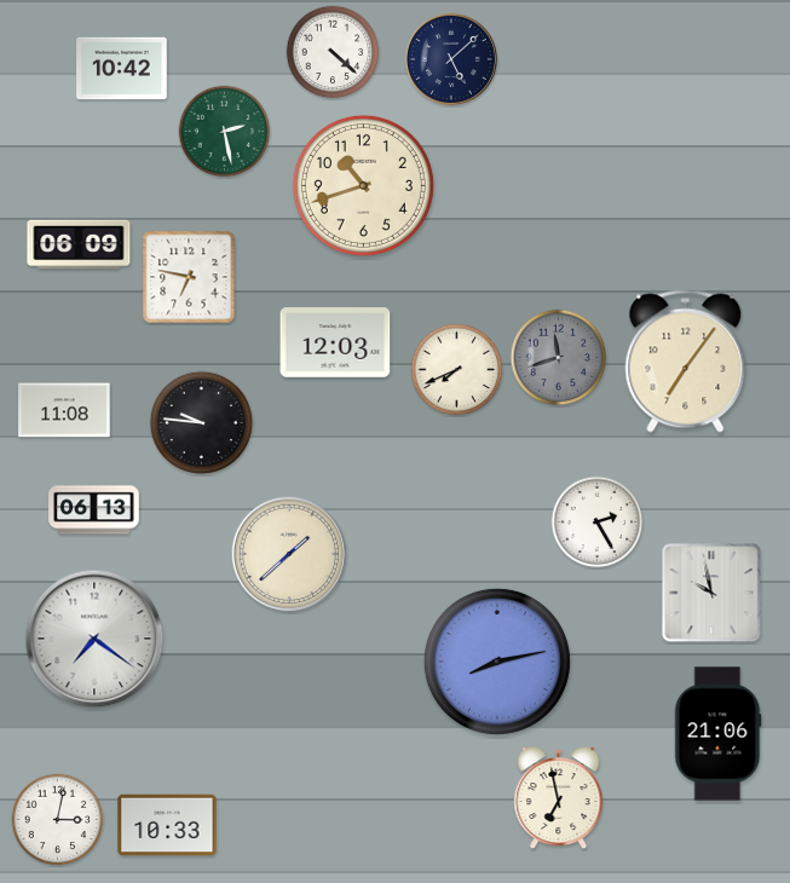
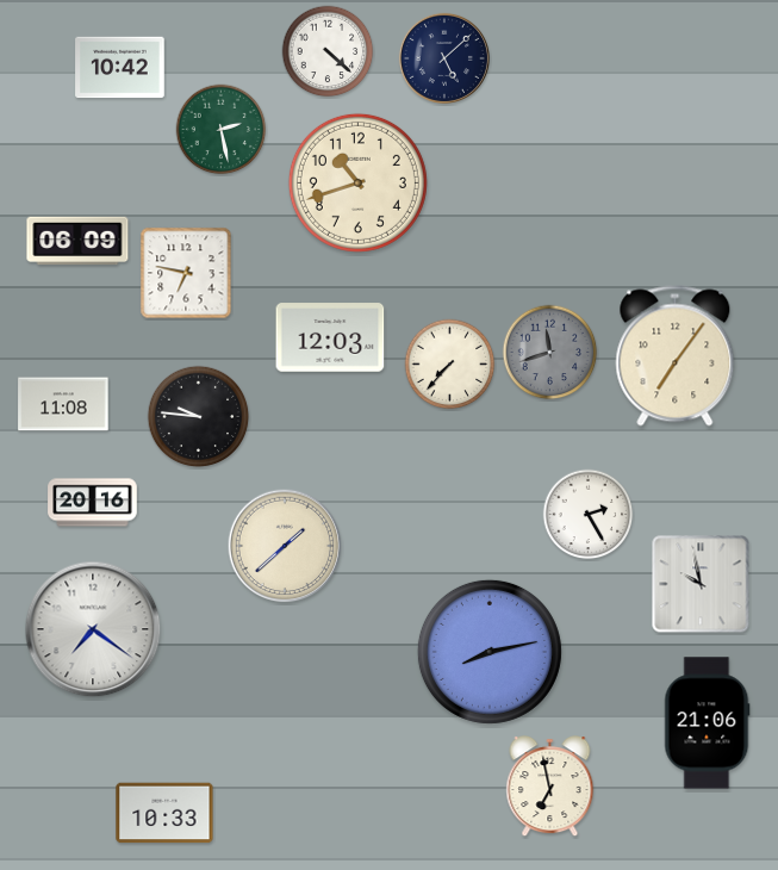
clock at (457, 370): 7:41 -> 7:37
clock at (94, 510): 06:13 -> 20:16
clock at (58, 820): 3:02 -> none
